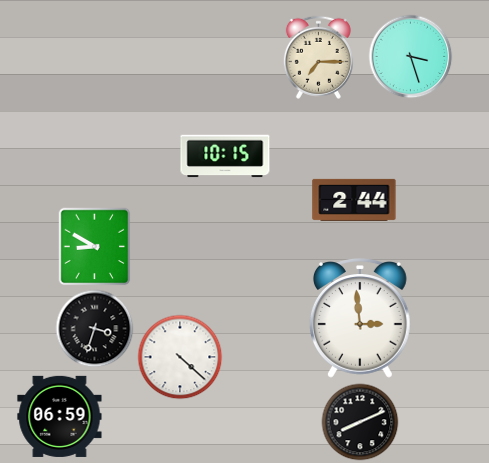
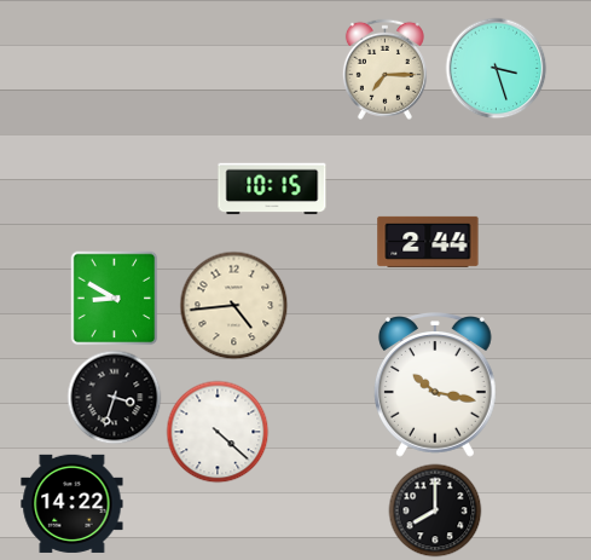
clock at (234, 306): none -> 4:44
clock at (360, 318): 2:59 -> 10:17
clock at (60, 416): 06:59 -> 14:22
clock at (360, 422): 8:11 -> 8:00
